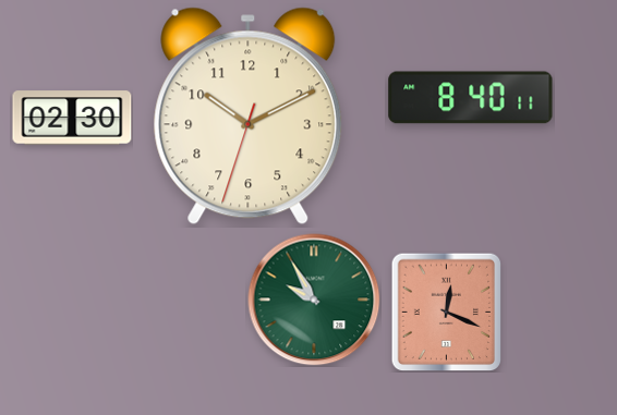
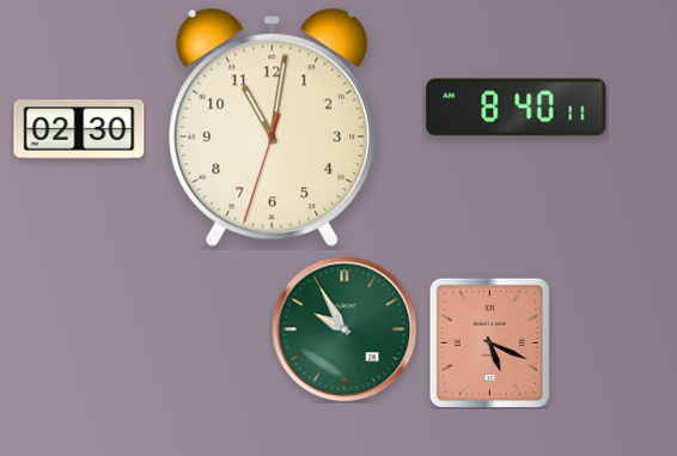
clock at (249, 117): 10:10 -> 11:01
clock at (447, 312): 12:19 -> 5:19
